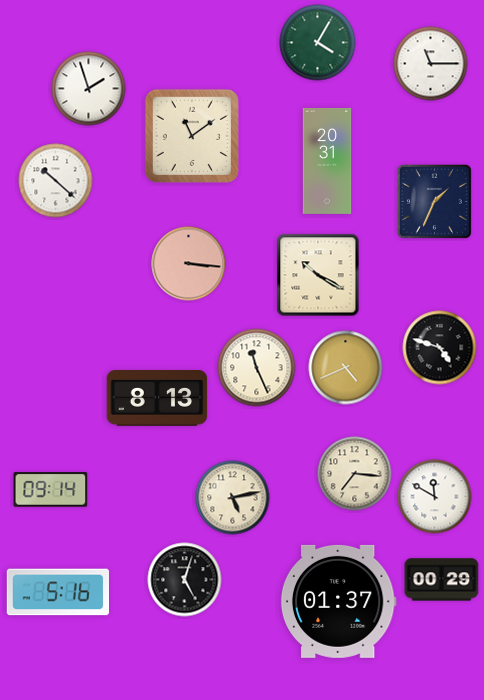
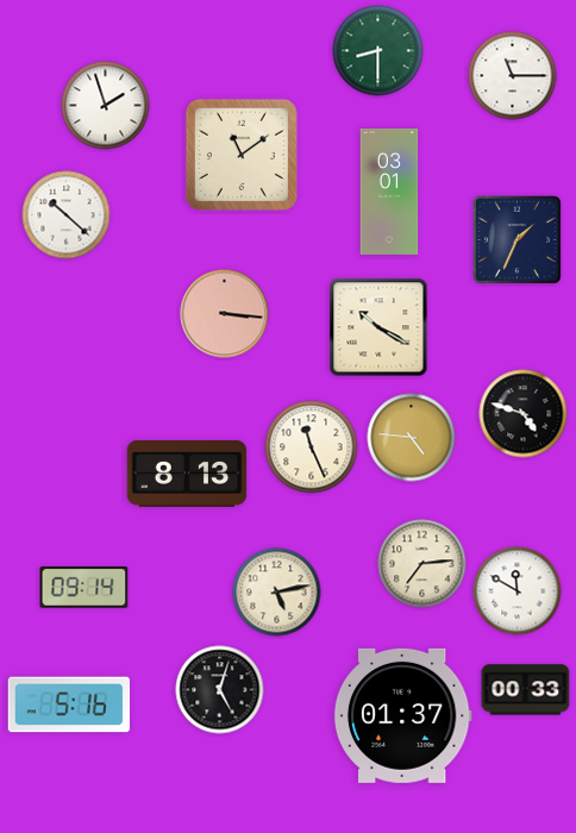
clock at (318, 43): 4:05 -> 8:30
clock at (192, 136) position: (192, 136) -> (242, 155)
clock at (327, 161): 20:31 -> 03:01
clock at (257, 368) position: (257, 368) -> (312, 447)
clock at (346, 368): 4:41 -> 4:46
clock at (355, 474): 7:16 -> 7:14
clock at (51, 490) position: (51, 490) -> (84, 588)
clock at (442, 580): 00:29 -> 00:33
